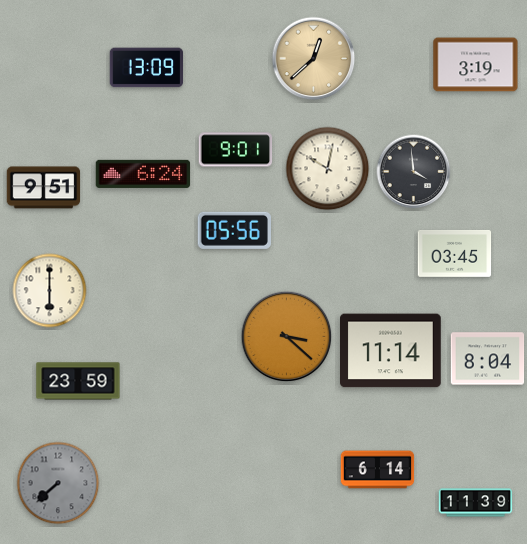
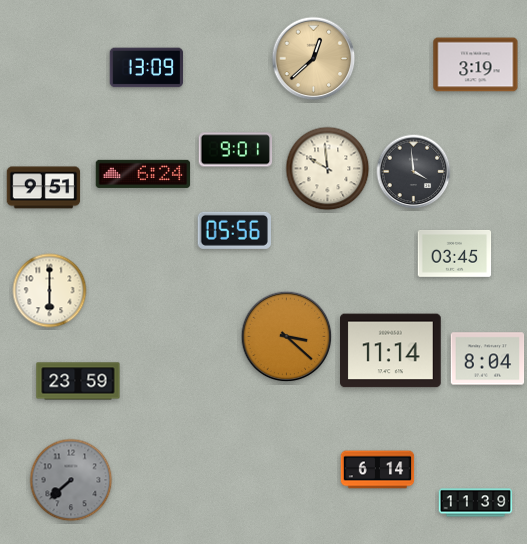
clock at (328, 169): 10:02 -> 9:59
clock at (58, 483) position: (58, 483) -> (71, 480)
